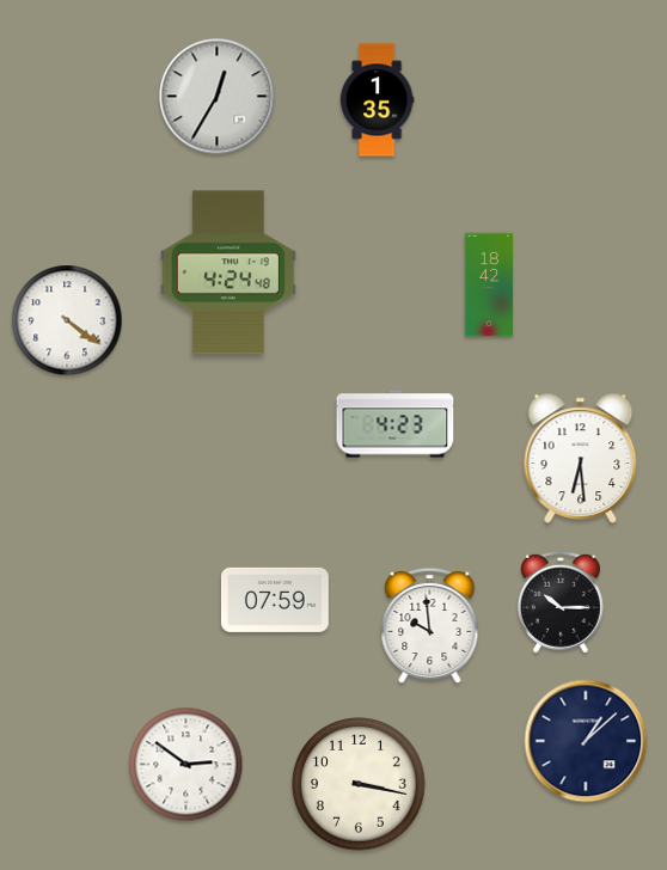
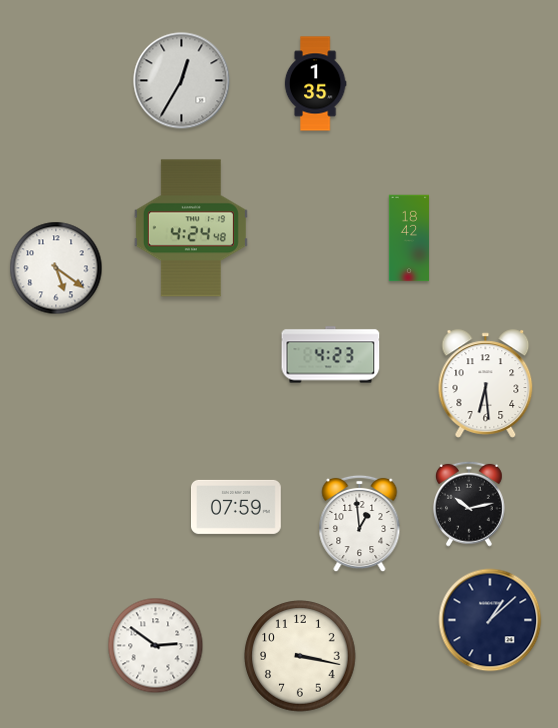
clock at (67, 320): 4:21 -> 5:21
clock at (275, 600) position: (275, 600) -> (236, 507)
clock at (561, 602): 10:15 -> 10:13
clock at (430, 626): 9:59 -> 12:59
clock at (186, 765) position: (186, 765) -> (156, 646)
